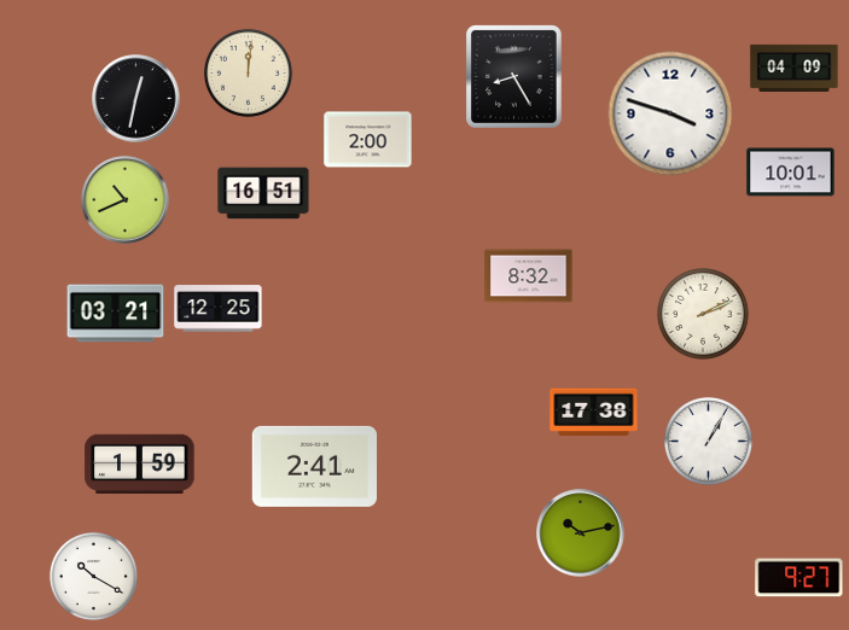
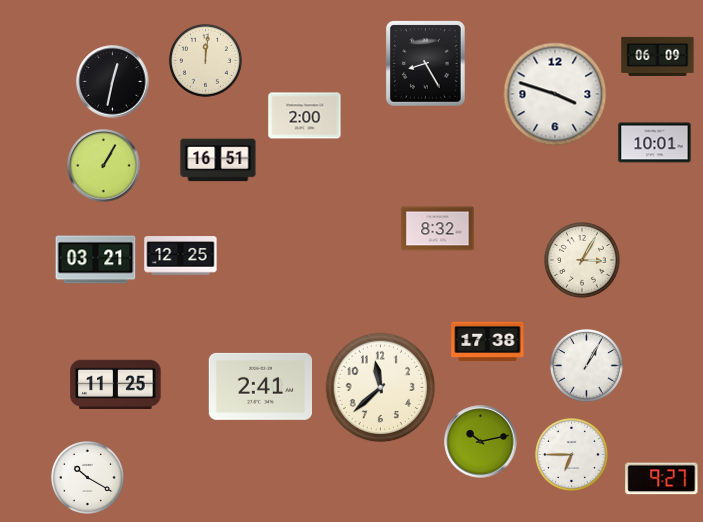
clock at (795, 68): 04:09 -> 06:09
clock at (126, 200): 10:41 -> 1:05
clock at (704, 315): 2:11 -> 3:05
clock at (594, 413) position: (594, 413) -> (488, 342)
clock at (140, 463): 1:59 -> 11:25
clock at (381, 388): none -> 11:38
clock at (571, 454): none -> 6:45
clock at (93, 576) position: (93, 576) -> (87, 477)
